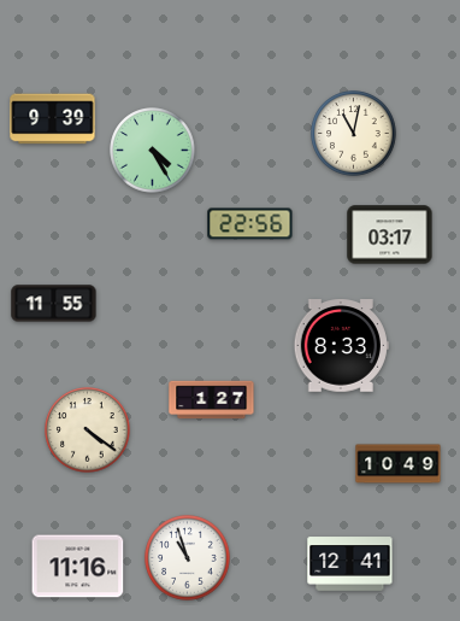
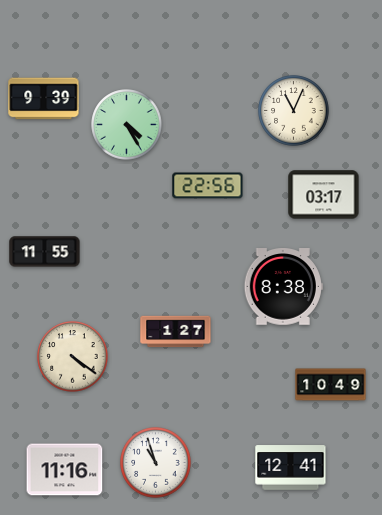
clock at (354, 134): 11:02 -> 11:04
clock at (341, 346): 8:33 -> 8:38
